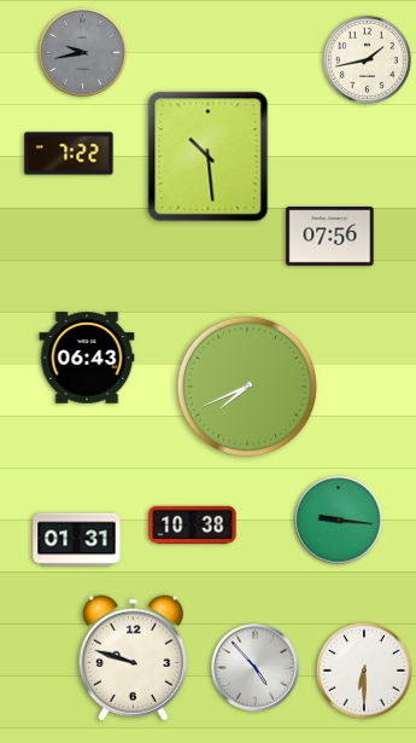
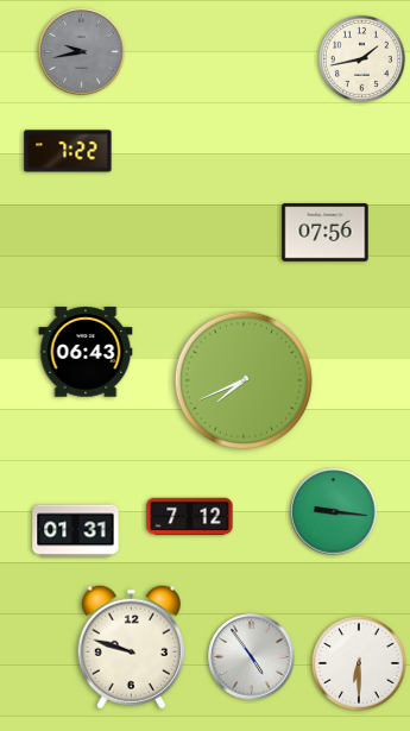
clock at (209, 157): 10:29 -> none
clock at (193, 526): 10:38 -> 7:12
clock at (256, 668): 4:53 -> 4:54
clock at (364, 671) position: (364, 671) -> (359, 663)
